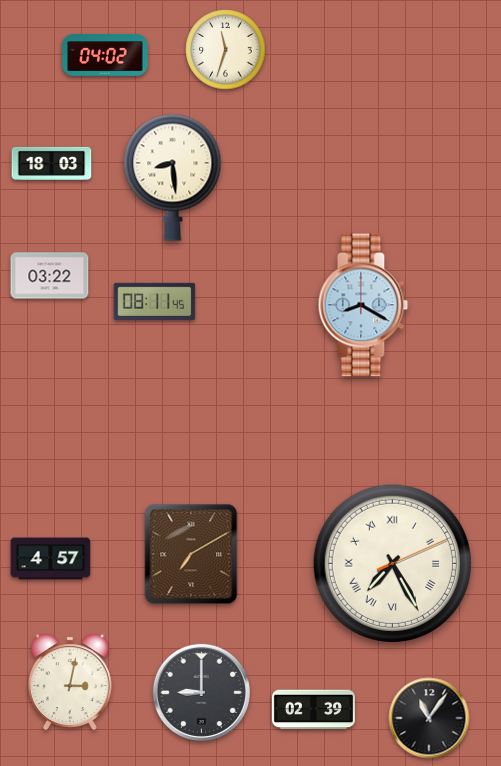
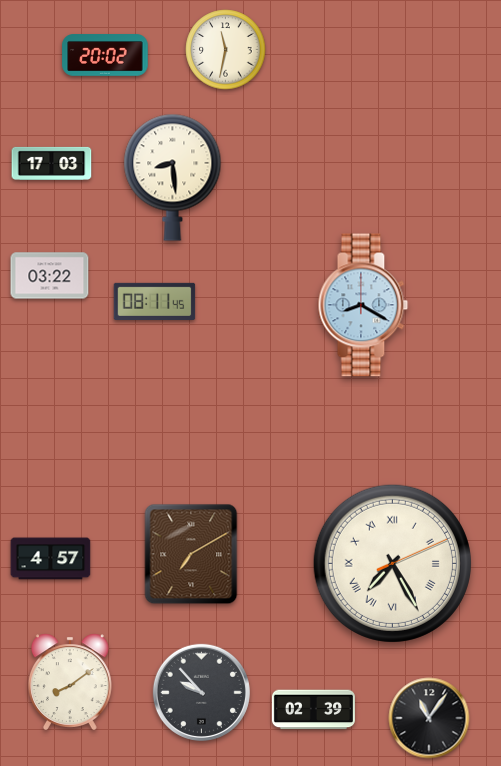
clock at (226, 50): 11:33 -> 11:32
clock at (105, 55): 04:02 -> 20:02
clock at (52, 163): 18:03 -> 17:03
clock at (70, 682): 3:02 -> 8:09
clock at (201, 692): 9:00 -> 9:53
